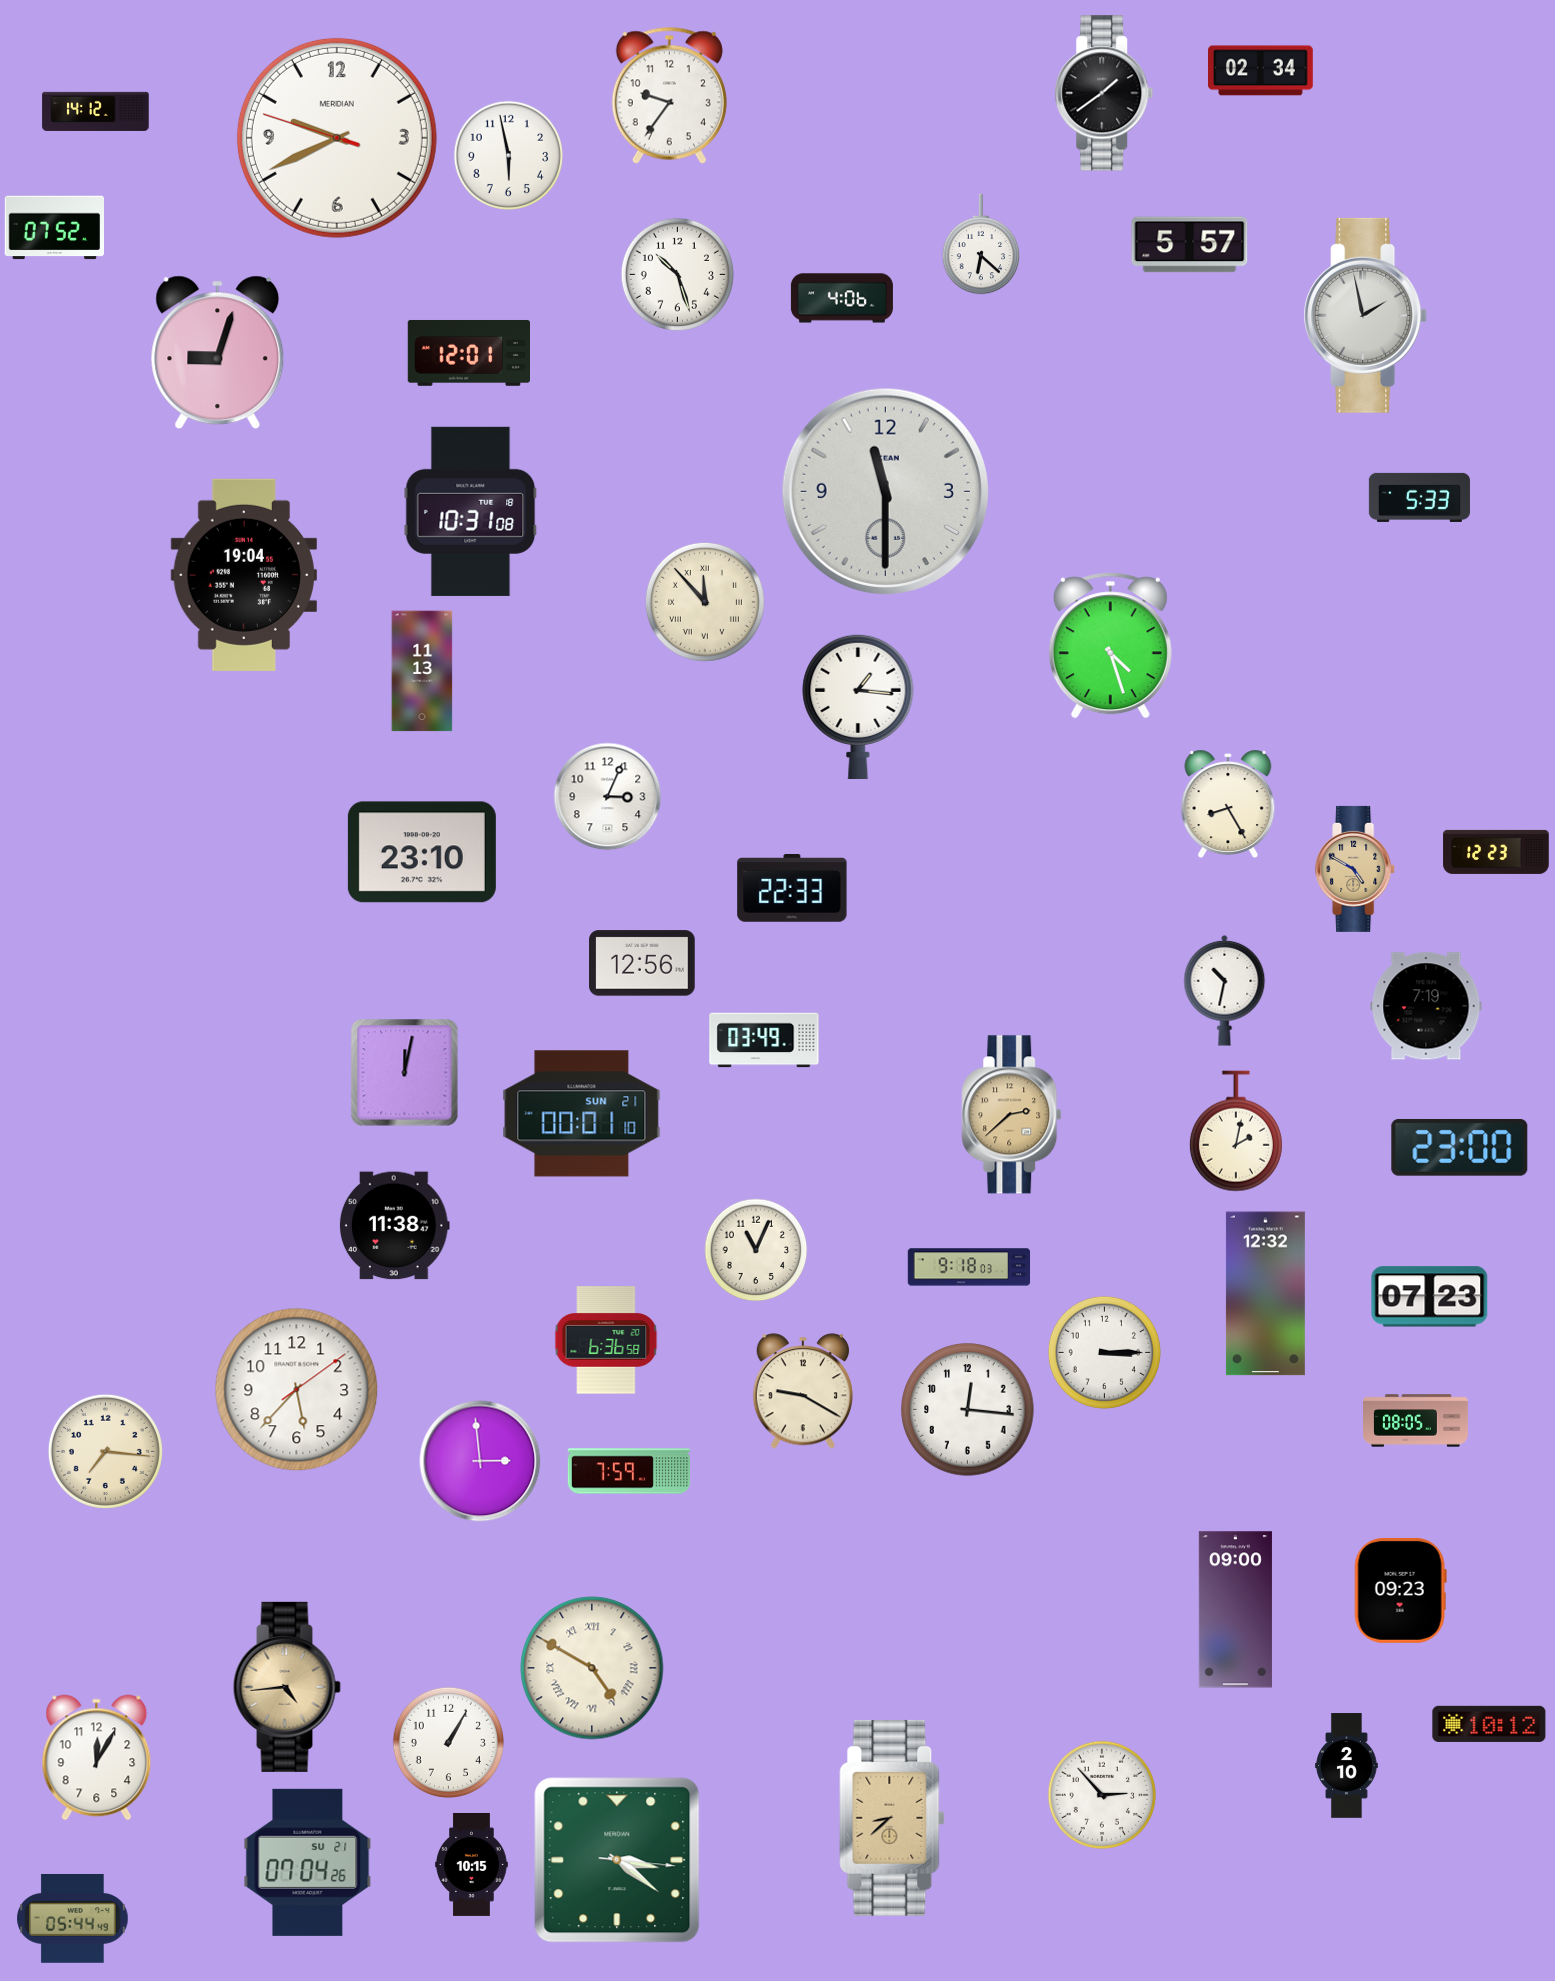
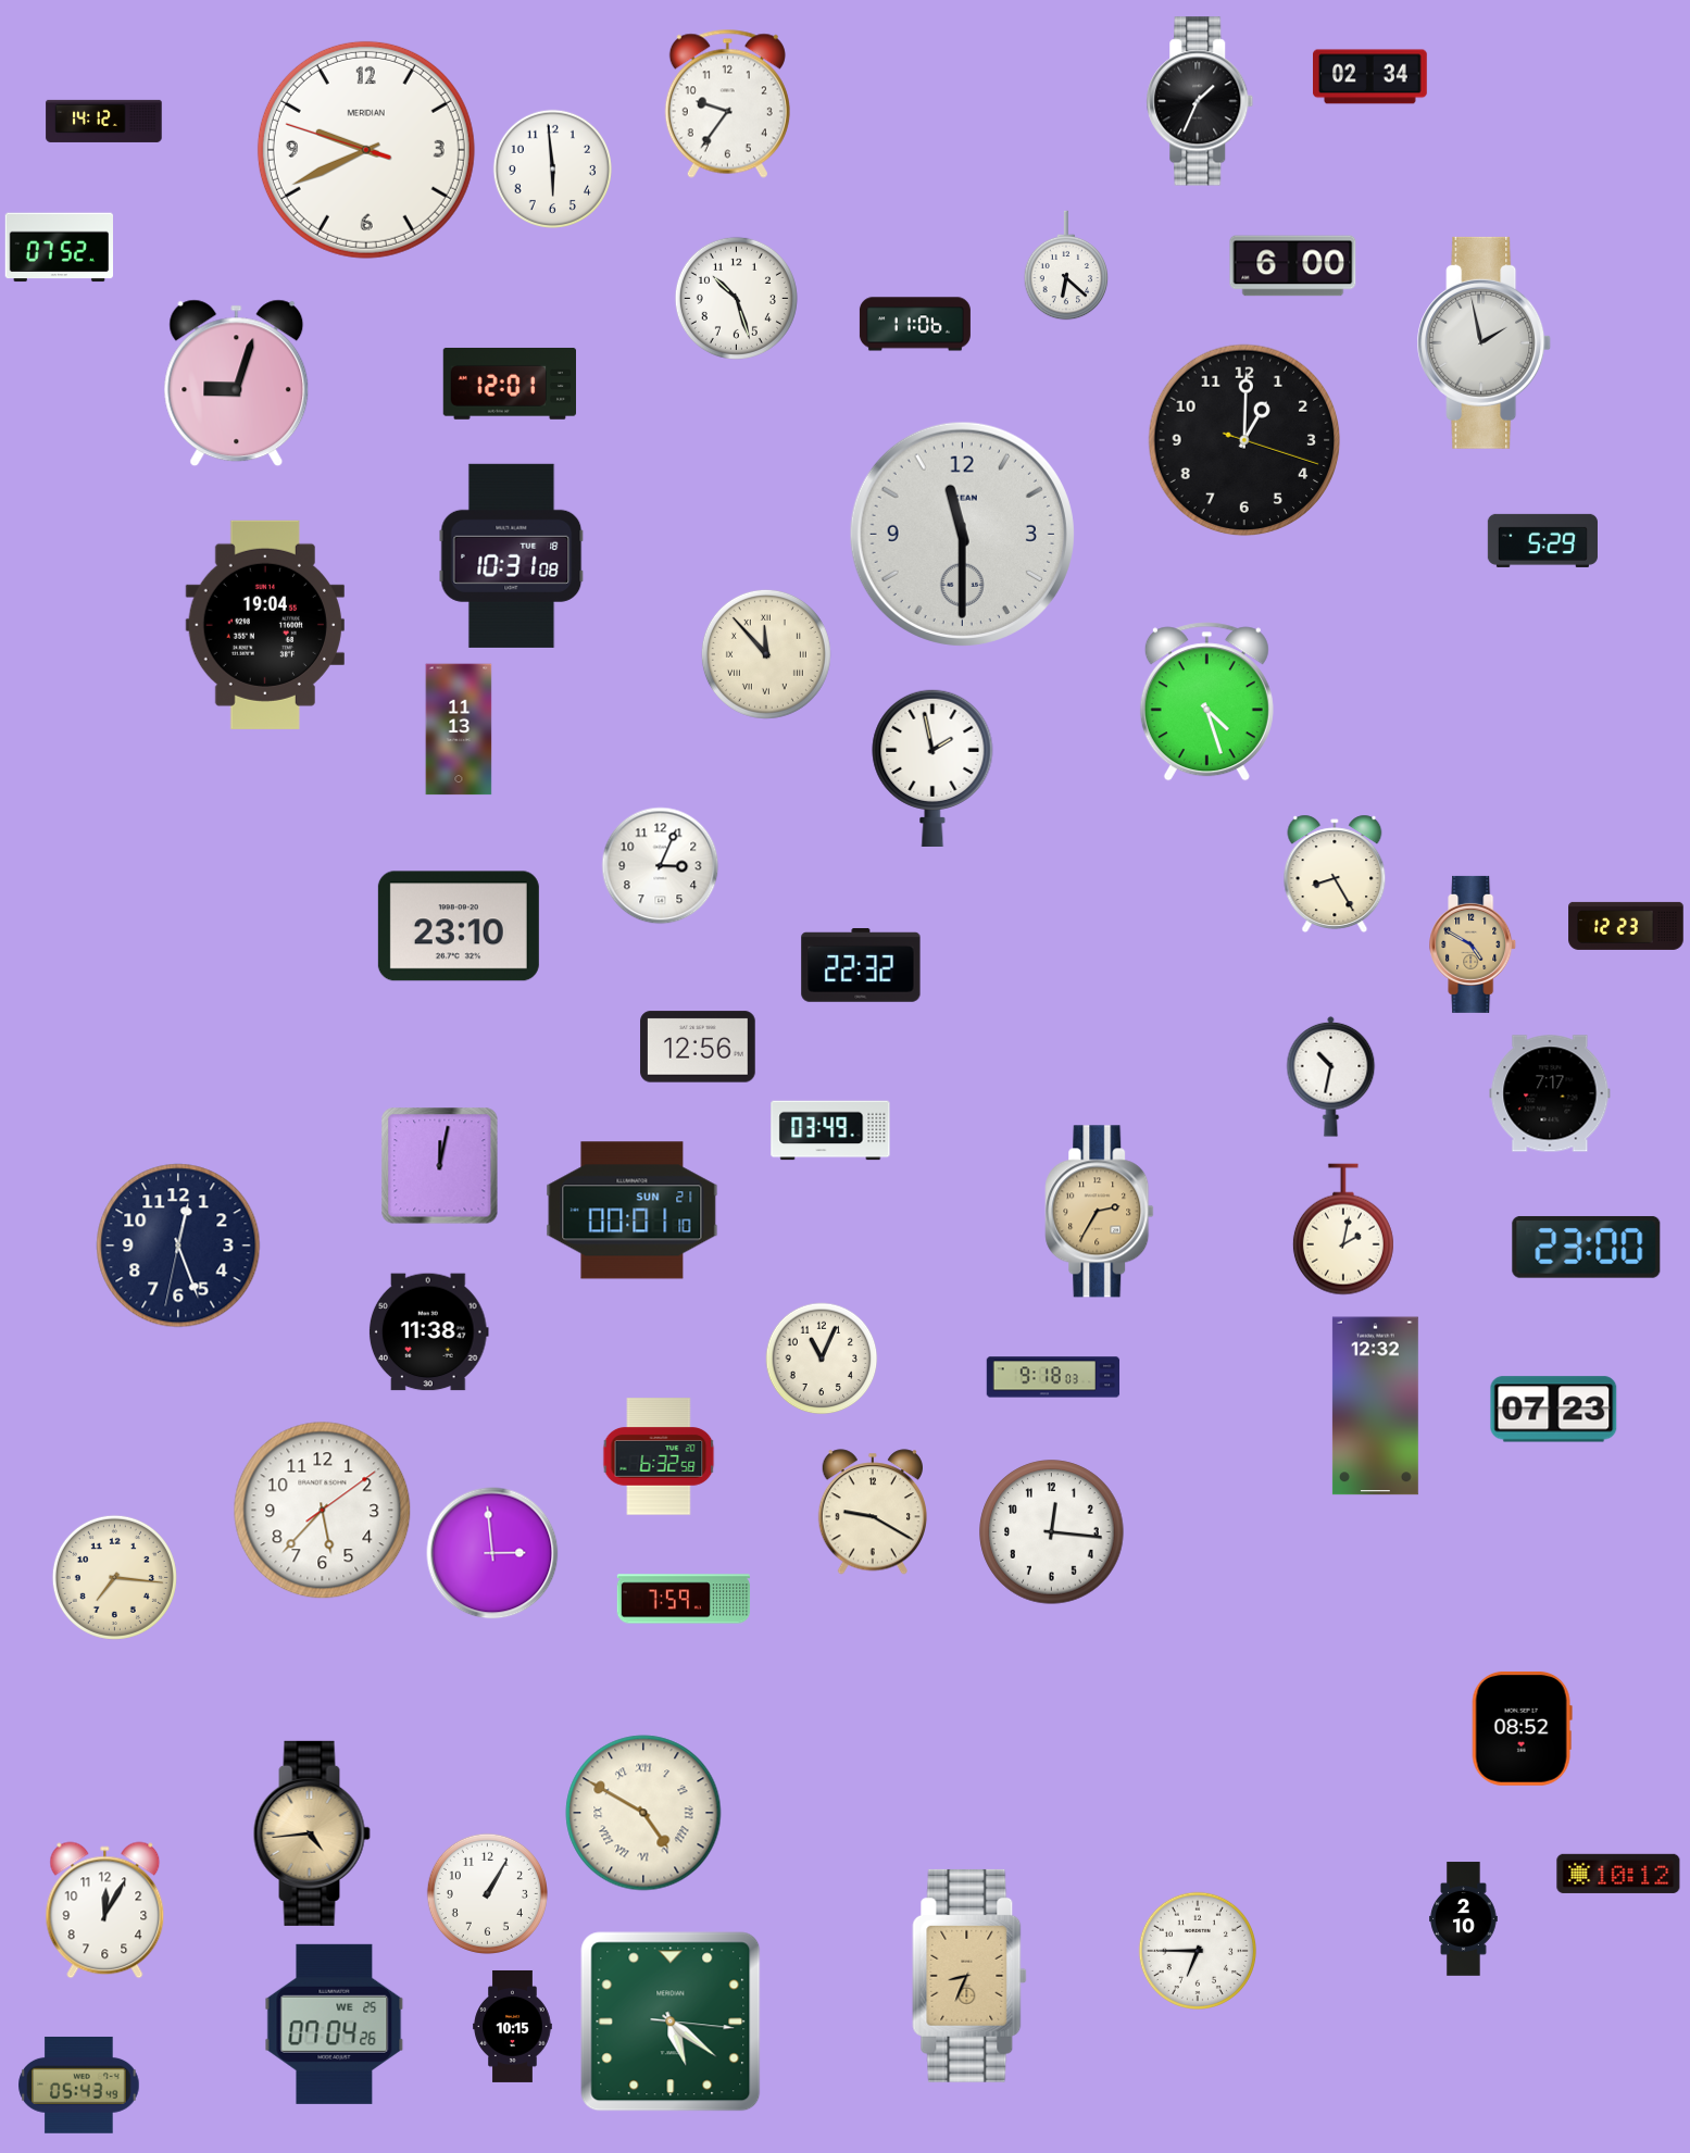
clock at (1104, 93): 1:39 -> 1:34
clock at (508, 155): 5:58 -> 5:59
clock at (1190, 245): 5:57 -> 6:00
clock at (842, 298): 4:06 -> 11:06
clock at (1244, 440): none -> 1:00
clock at (1419, 497): 5:33 -> 5:29
clock at (858, 706): 1:16 -> 1:58
clock at (792, 889): 22:33 -> 22:32
clock at (1426, 1006): 7:19 -> 7:17
clock at (1012, 1115): 2:38 -> 2:35
clock at (178, 1246): none -> 12:26
clock at (606, 1340): 6:36 -> 6:32
clock at (1104, 1352): 3:15 -> none
clock at (1416, 1421): 08:05 -> none
clock at (480, 1461) position: (480, 1461) -> (492, 1553)
clock at (1400, 1590): 09:23 -> 08:52
clock at (1235, 1610): 09:00 -> none
clock at (1101, 1794): 2:53 -> 6:45
clock at (892, 1818): 8:38 -> 8:34
clock at (617, 1860): 3:21 -> 5:21
clock at (308, 1862) date: SU 21 -> WE 25
clock at (73, 1918): 05:44 -> 05:43
